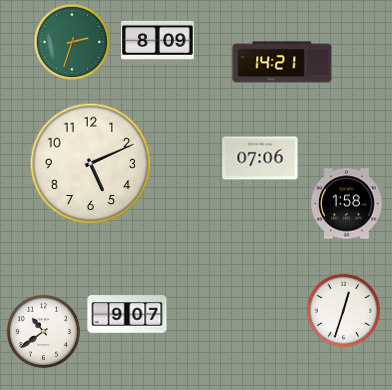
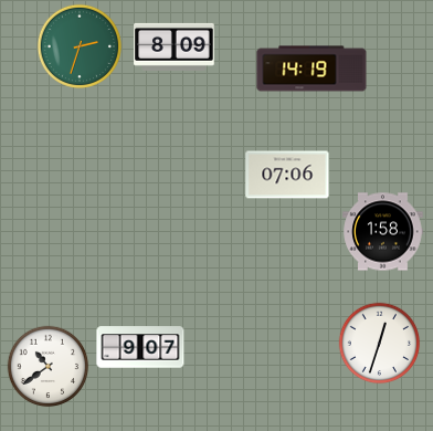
clock at (282, 62): 14:21 -> 14:19
clock at (91, 164): 5:11 -> none
clock at (347, 204) position: (347, 204) -> (383, 232)
